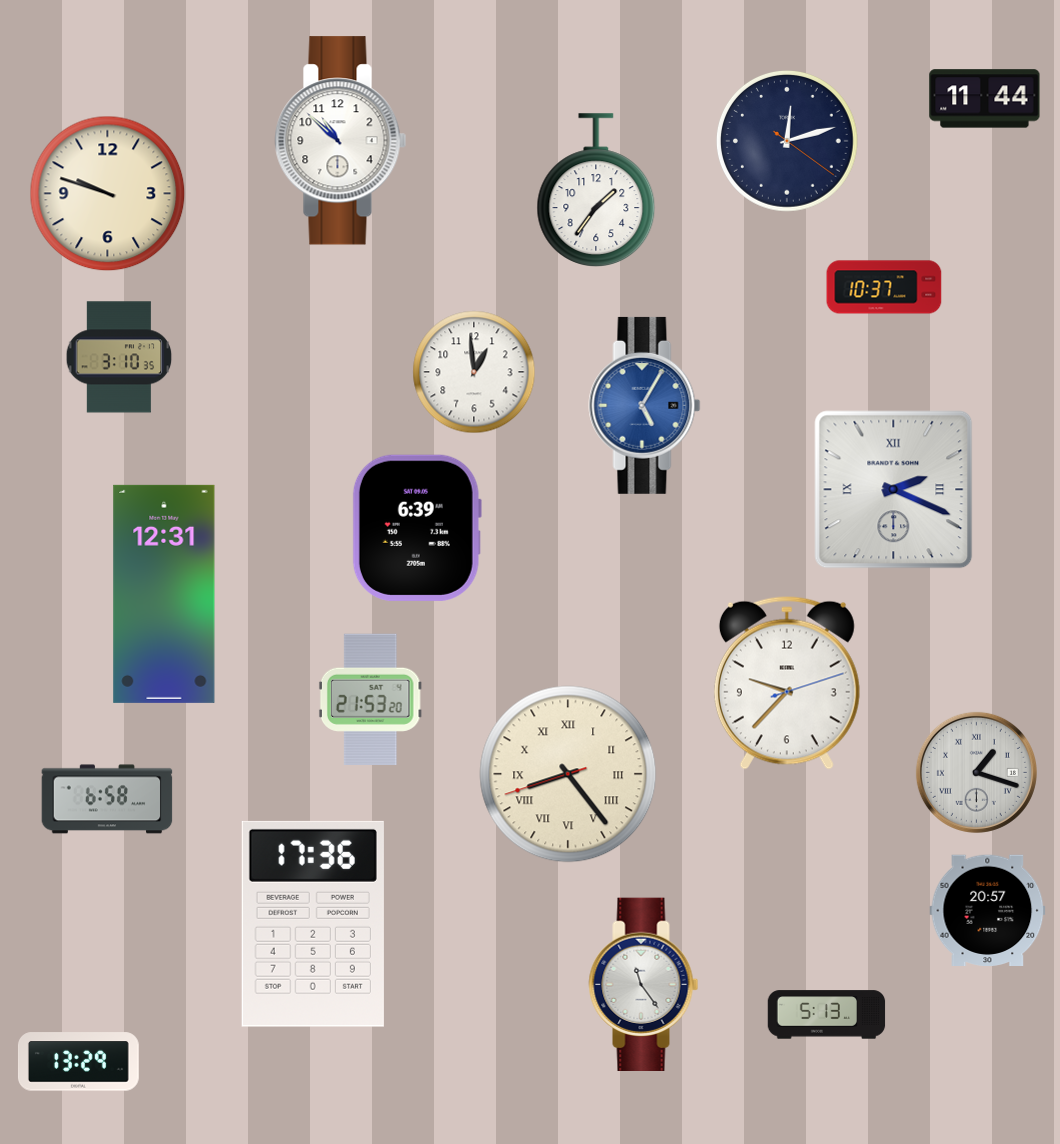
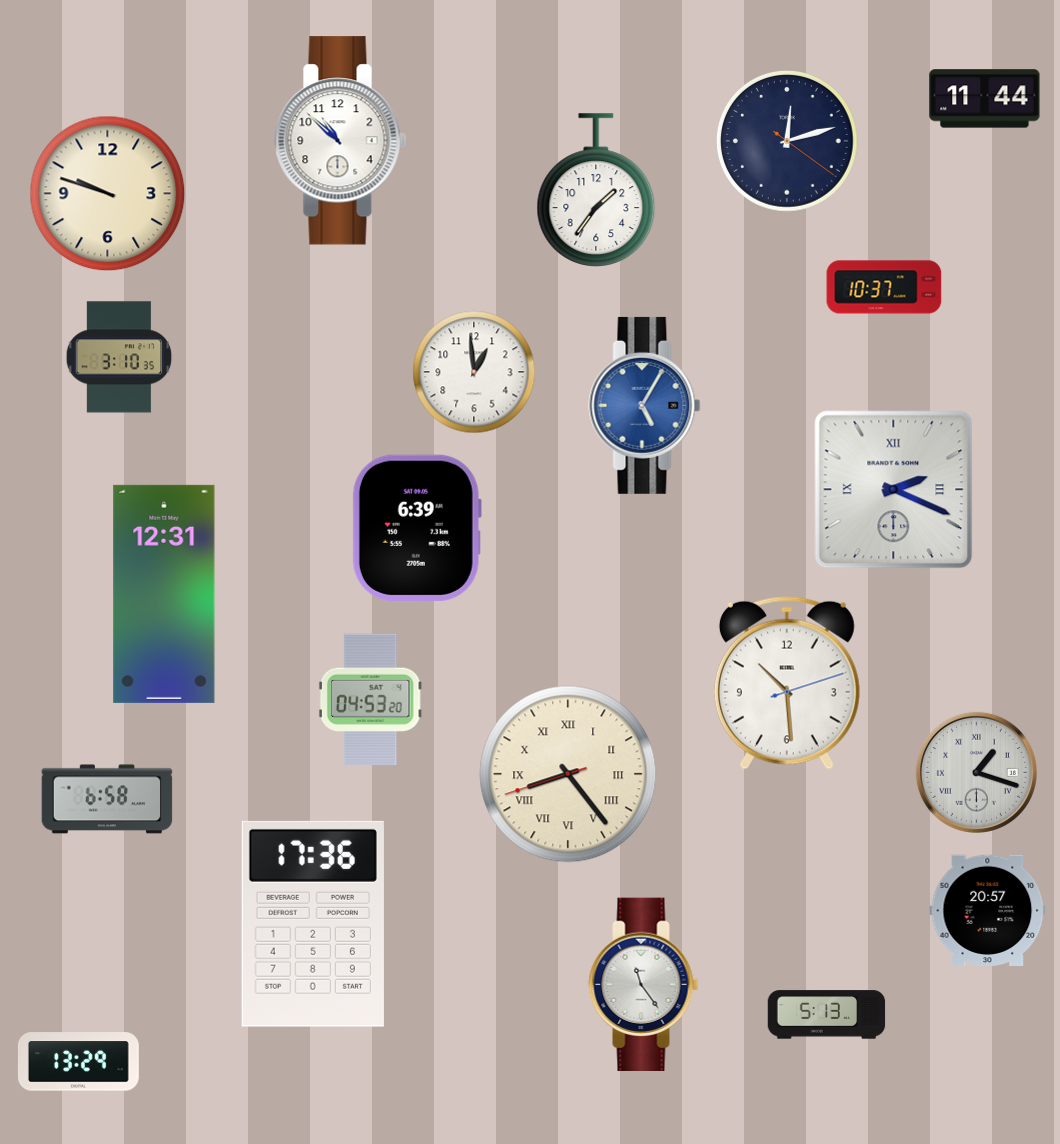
clock at (787, 683): 9:37 -> 10:29
clock at (370, 699): 21:53 -> 04:53
